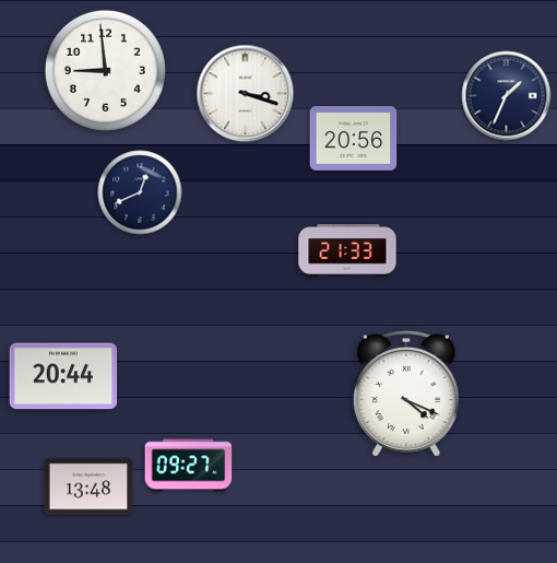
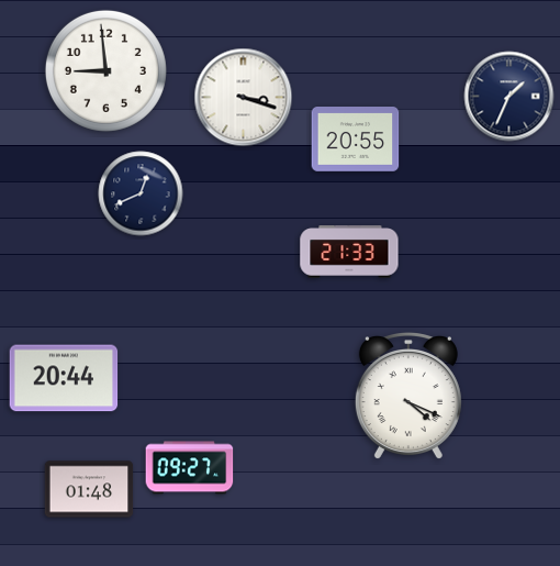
clock at (246, 94) position: (246, 94) -> (244, 98)
clock at (354, 139): 20:56 -> 20:55
clock at (88, 486): 13:48 -> 01:48
